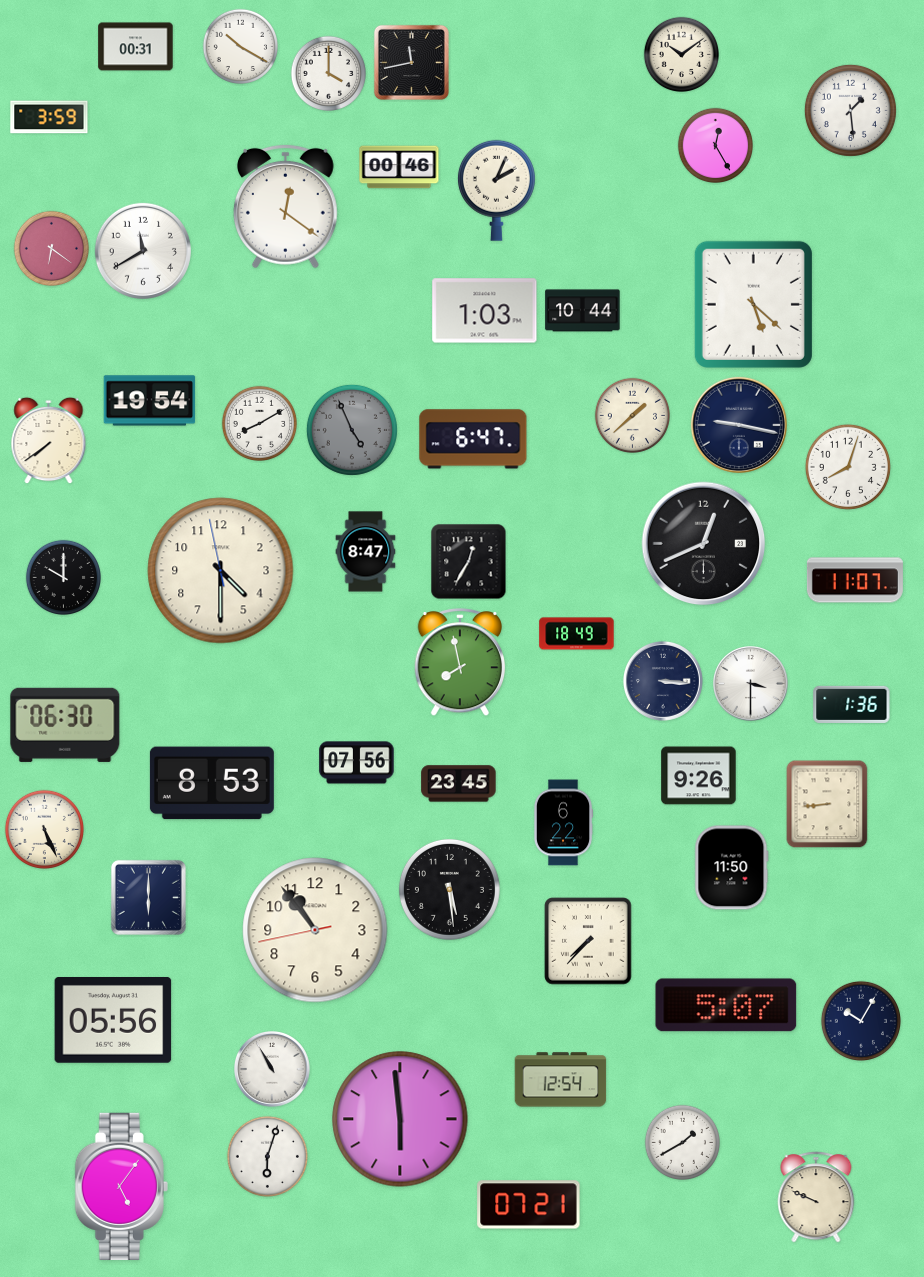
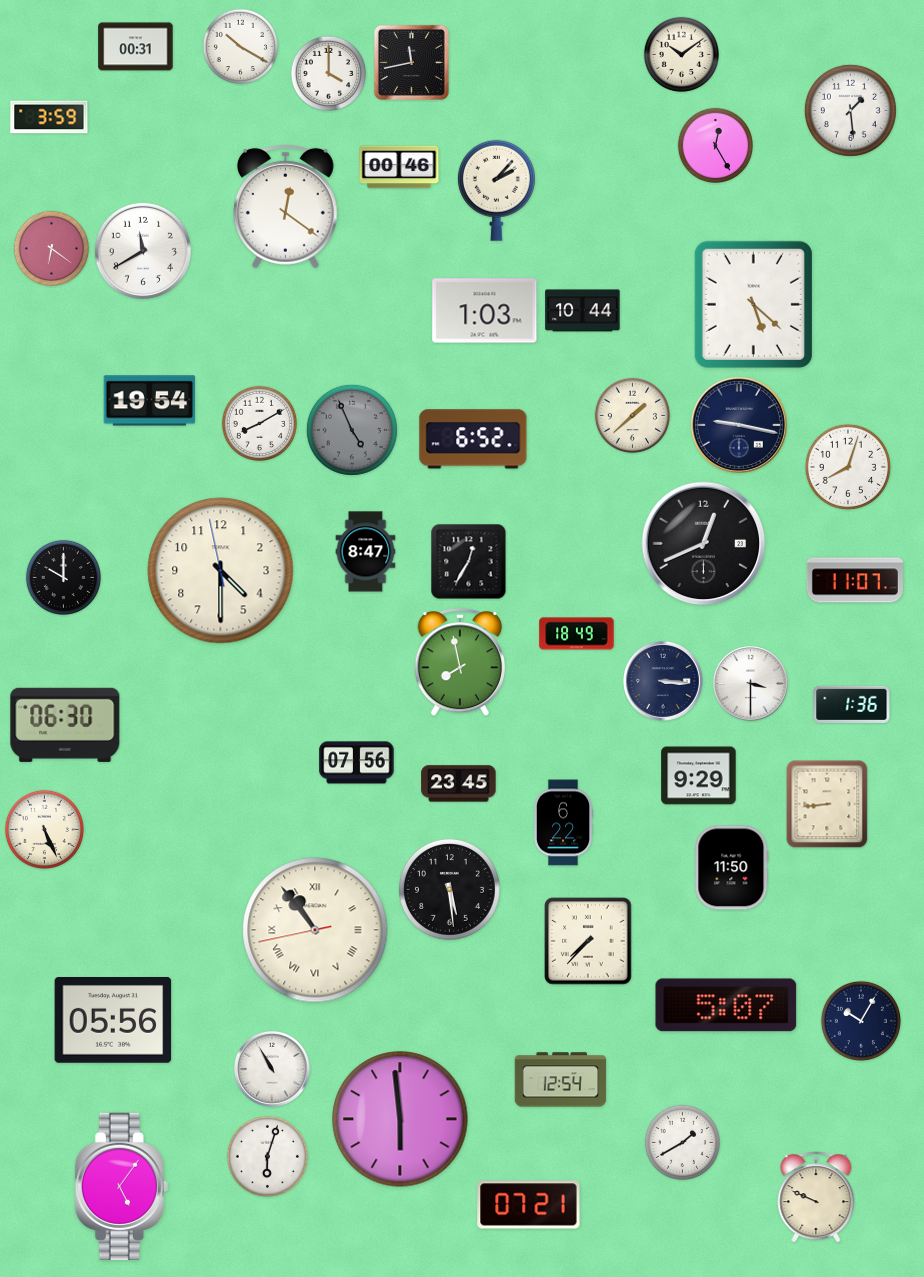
clock at (496, 190): 2:04 -> 2:07
clock at (473, 439): 6:47 -> 6:52
clock at (49, 441): 7:39 -> none
clock at (699, 776): 9:26 -> 9:29
clock at (212, 783): 8:53 -> none
clock at (148, 897): 6:00 -> none
clock at (315, 930) numerals: Arabic -> Roman
